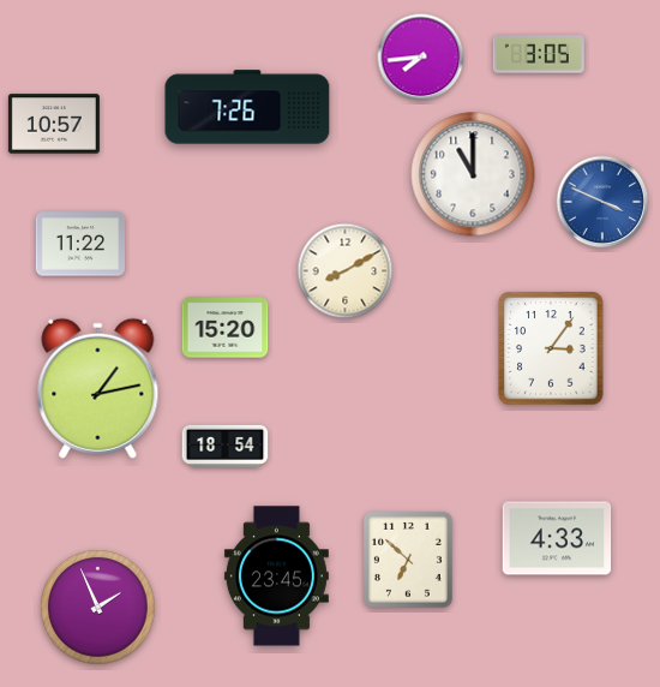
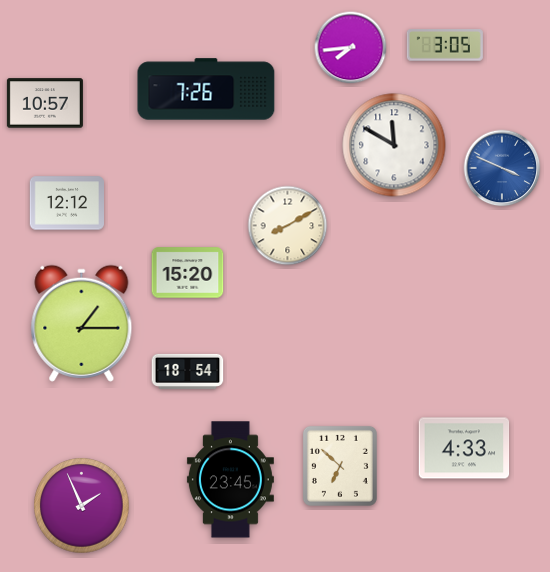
clock at (539, 54) position: (539, 54) -> (445, 45)
clock at (473, 174): 11:00 -> 11:50
clock at (80, 244): 11:22 -> 12:12
clock at (551, 348): 3:06 -> none
clock at (98, 388): 1:13 -> 1:15
